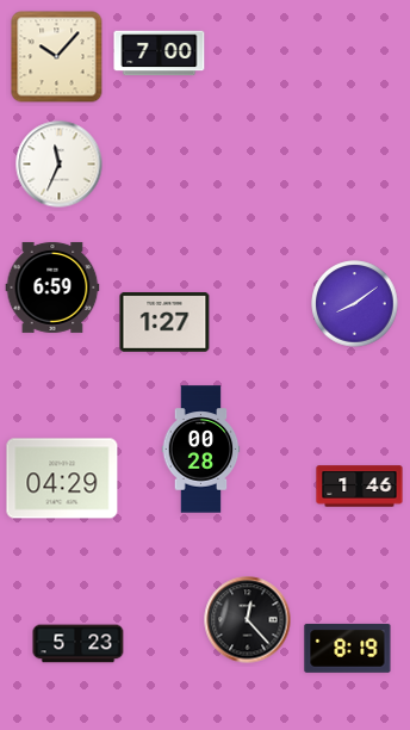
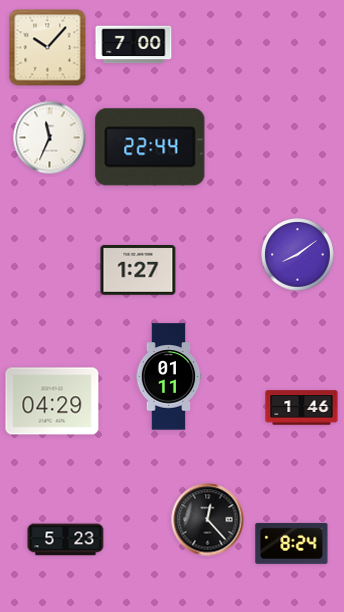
clock at (150, 147): none -> 22:44
clock at (52, 287): 6:59 -> none
clock at (201, 450): 00:28 -> 01:11
clock at (348, 648): 8:19 -> 8:24
